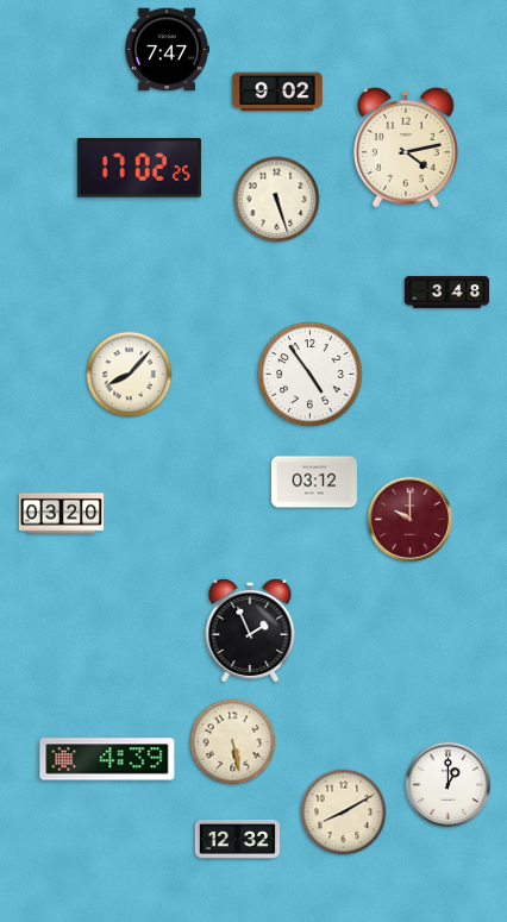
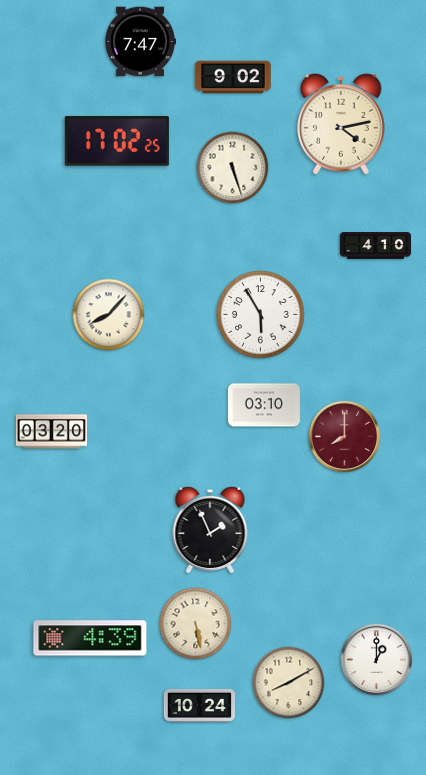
clock at (447, 293): 3:48 -> 4:10
clock at (311, 375): 4:54 -> 5:55
clock at (314, 482): 03:12 -> 03:10
clock at (411, 520): 10:00 -> 8:00
clock at (238, 839): 12:32 -> 10:24
